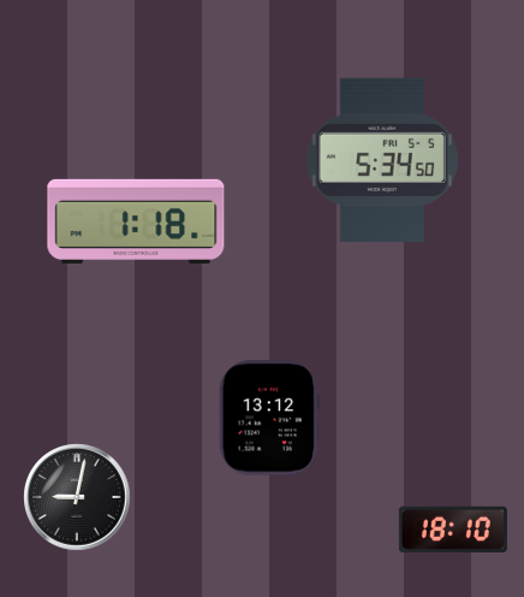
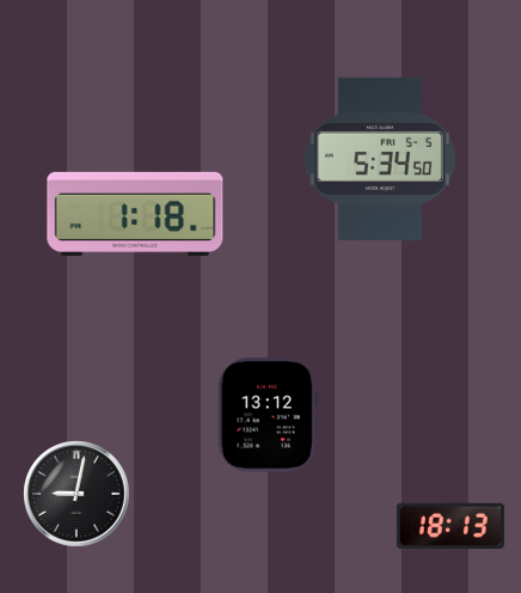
clock at (136, 221) position: (136, 221) -> (135, 214)
clock at (453, 528): 18:10 -> 18:13
